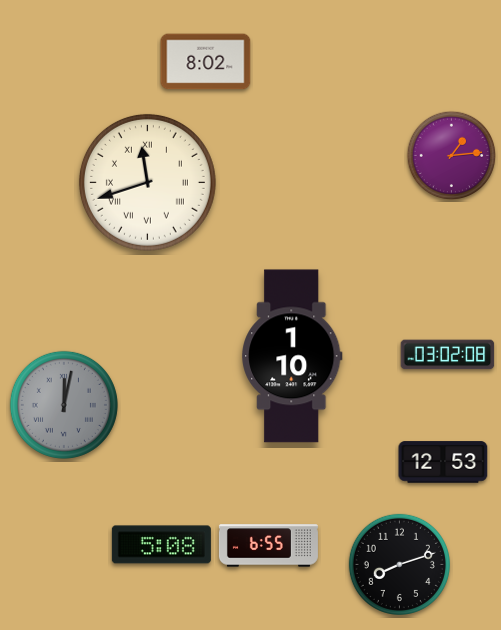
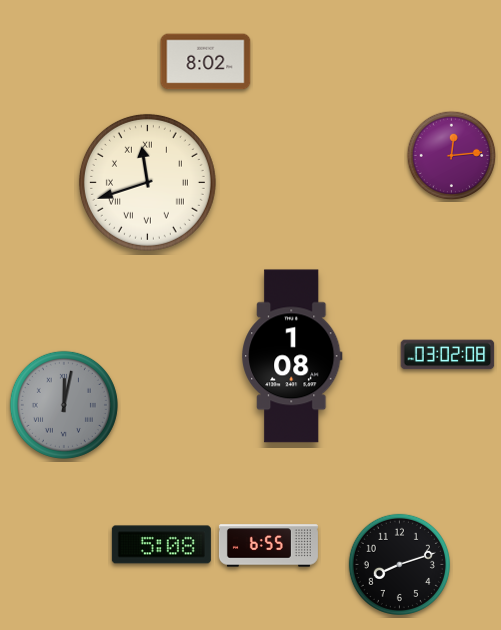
clock at (452, 156): 1:14 -> 12:14
clock at (293, 356): 1:10 -> 1:08
clock at (443, 462): 12:53 -> none
